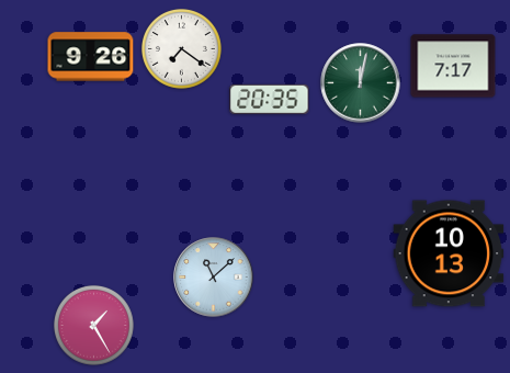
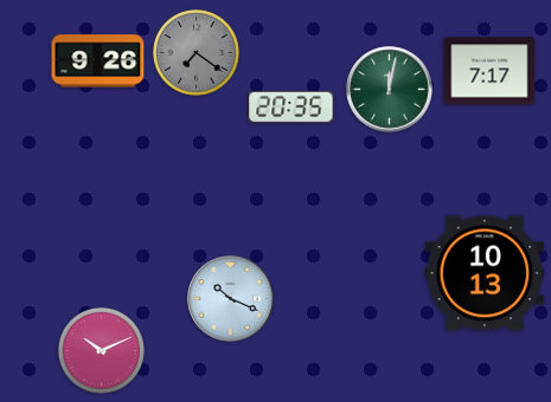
clock at (181, 48) dial: white -> grey
clock at (214, 278): 11:08 -> 10:19
clock at (93, 325): 1:25 -> 10:11
